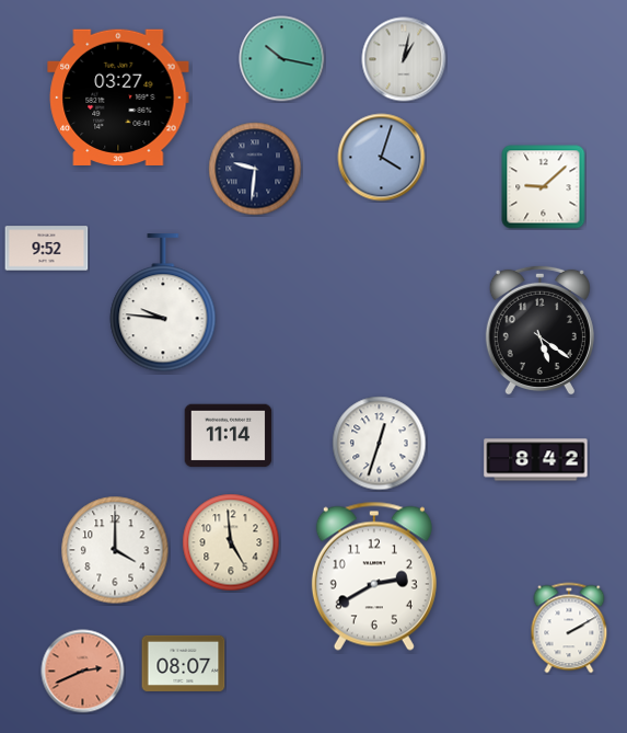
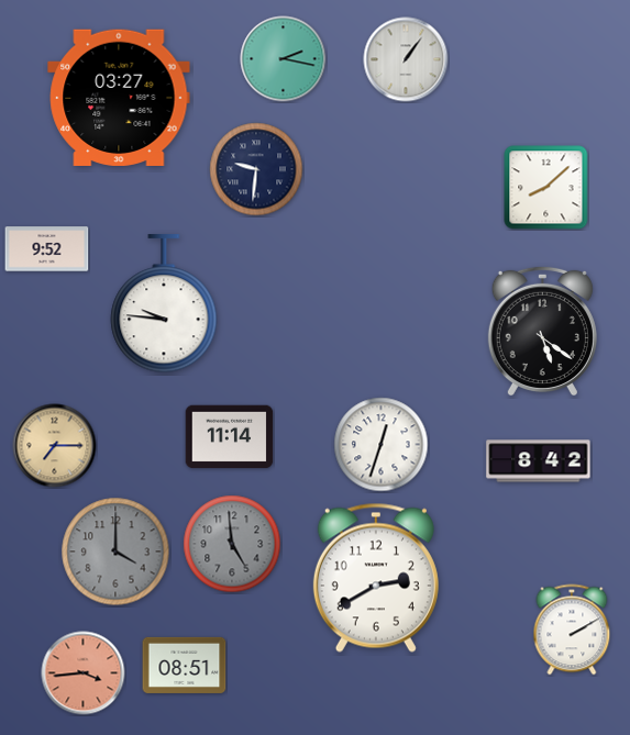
clock at (282, 59): 10:17 -> 2:17
clock at (404, 59): 1:02 -> 1:06
clock at (382, 158): 4:03 -> none
clock at (544, 187): 9:08 -> 8:08
clock at (55, 446): none -> 7:15
clock at (231, 542) dial: cream -> grey
clock at (115, 550) dial: white -> grey
clock at (184, 663): 08:07 -> 08:51
clock at (83, 672): 2:41 -> 3:44
